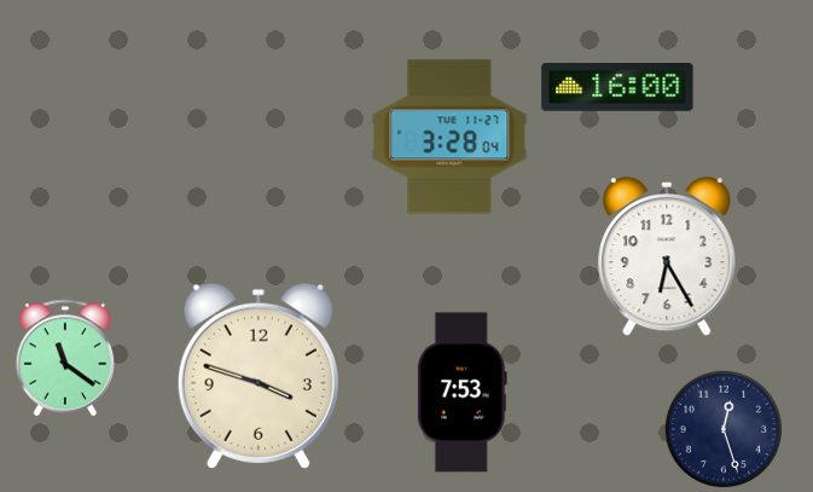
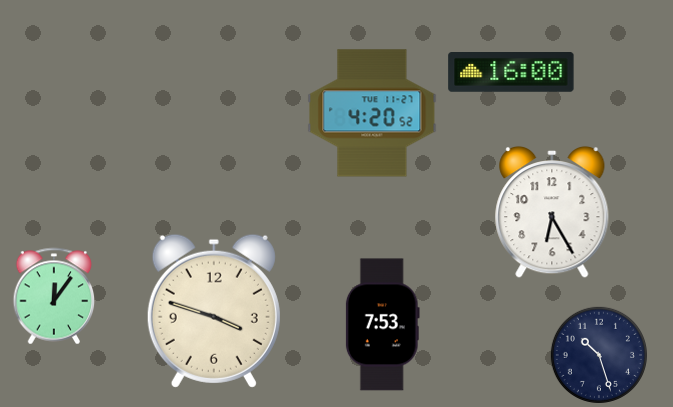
clock at (449, 137): 3:28 -> 4:20
clock at (65, 358): 11:21 -> 12:06
clock at (724, 429): 12:27 -> 10:27
